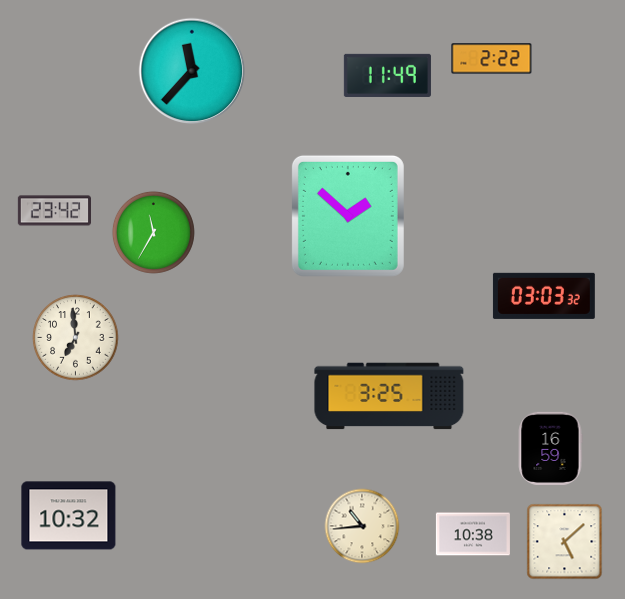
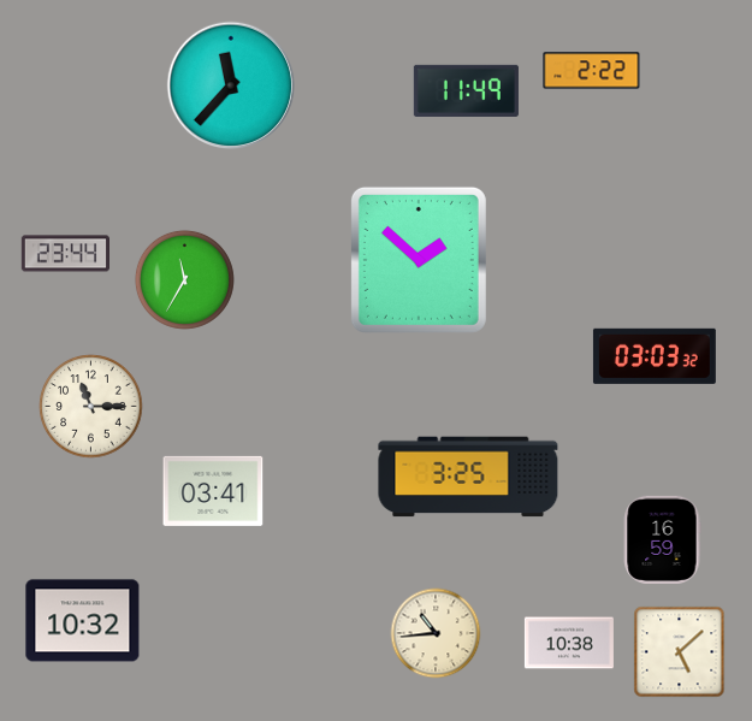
clock at (54, 211): 23:42 -> 23:44
clock at (76, 338): 6:59 -> 11:15
clock at (213, 491): none -> 03:41
